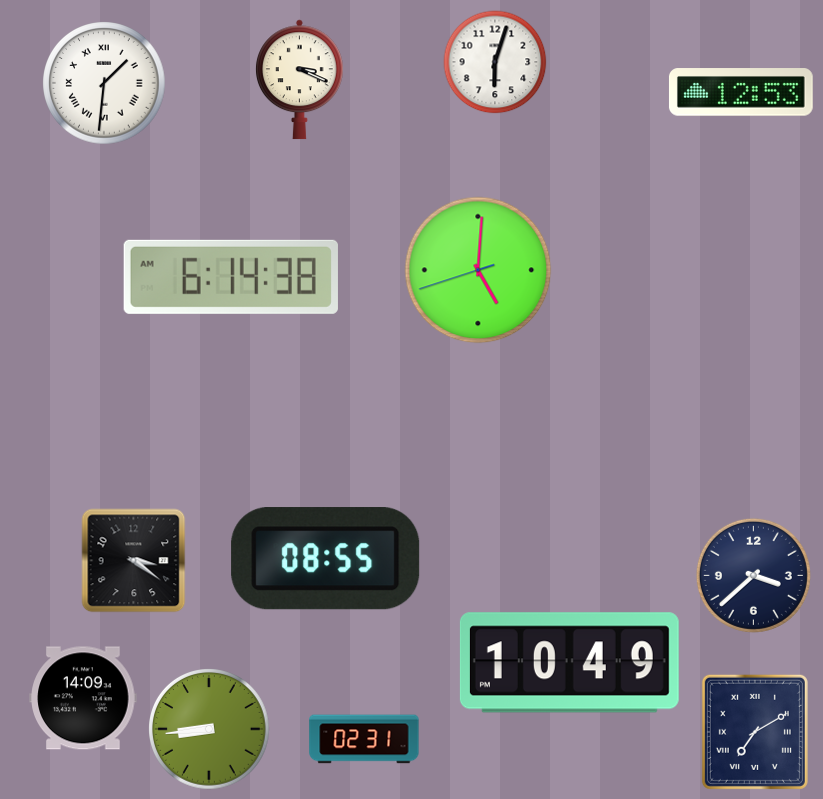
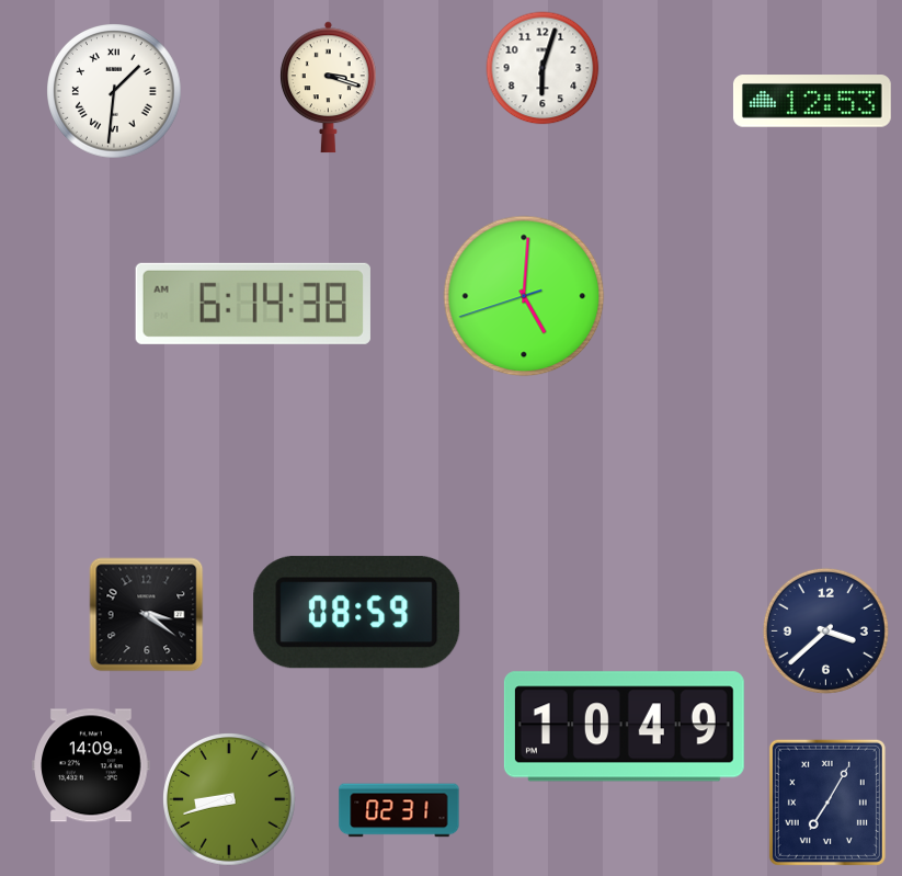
clock at (299, 80): 3:19 -> 3:18
clock at (326, 559): 08:55 -> 08:59
clock at (210, 730): 8:44 -> 8:42
clock at (755, 732): 7:10 -> 7:05
